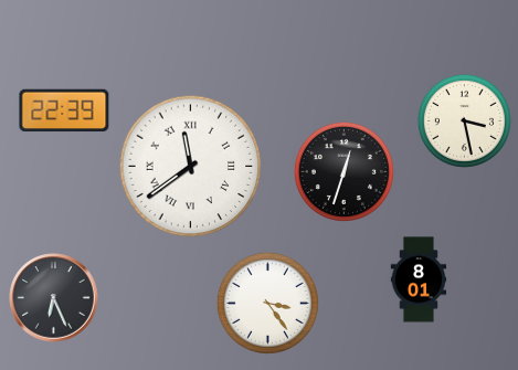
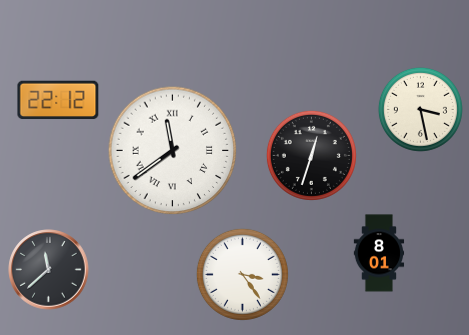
clock at (64, 110): 22:39 -> 22:12
clock at (54, 298): 6:26 -> 11:38
